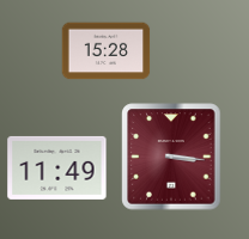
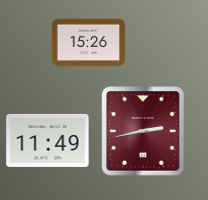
clock at (107, 51): 15:28 -> 15:26
clock at (171, 157): 3:16 -> 2:43
